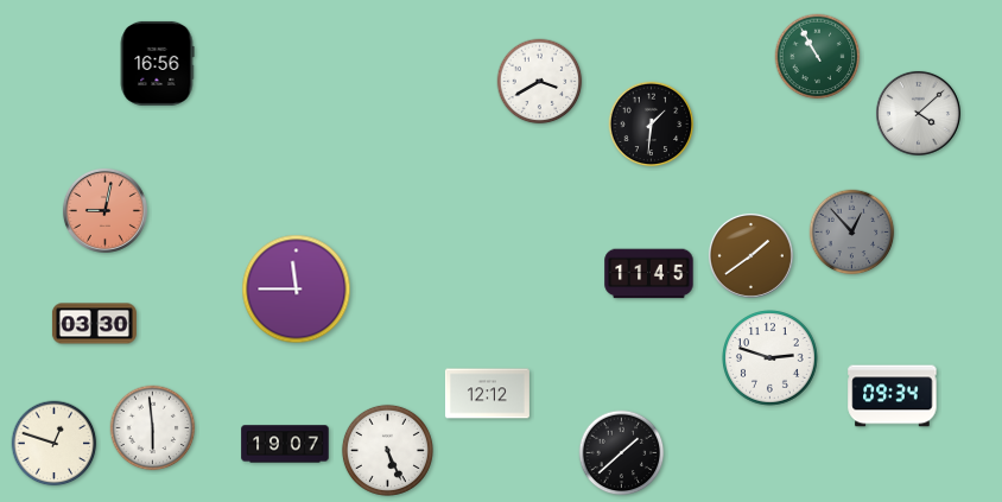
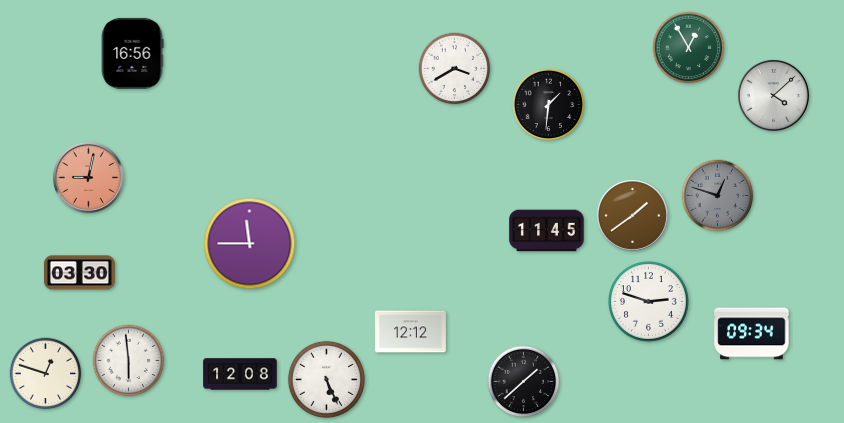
clock at (818, 57): 10:55 -> 12:55
clock at (852, 233): 12:53 -> 12:48
clock at (285, 444): 19:07 -> 12:08
